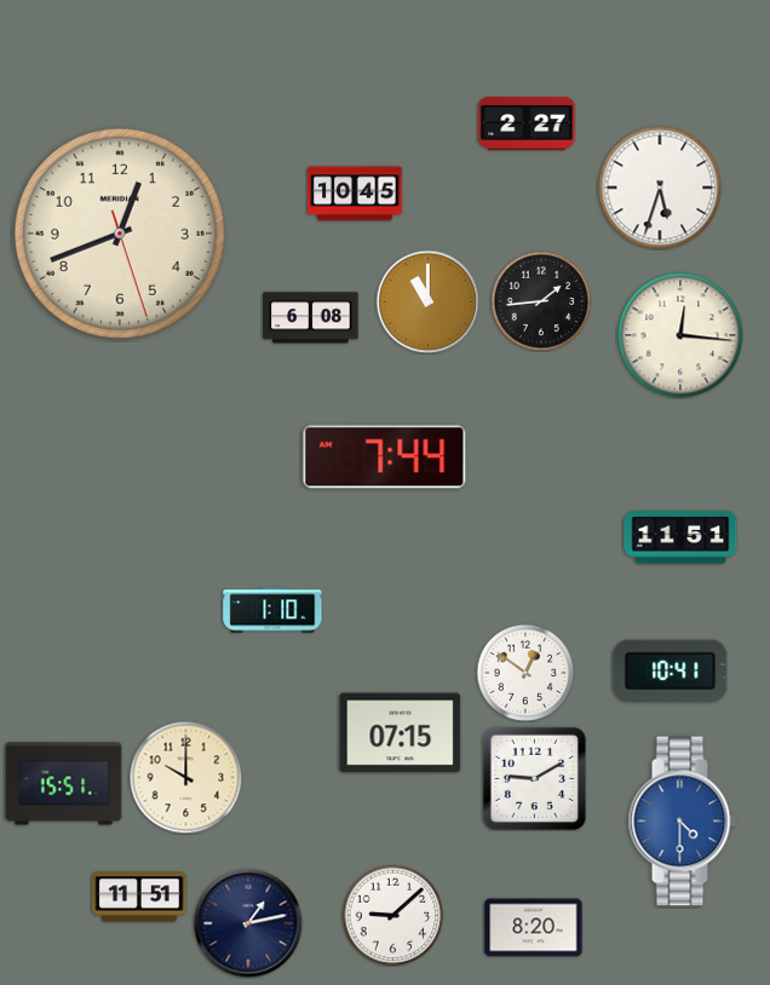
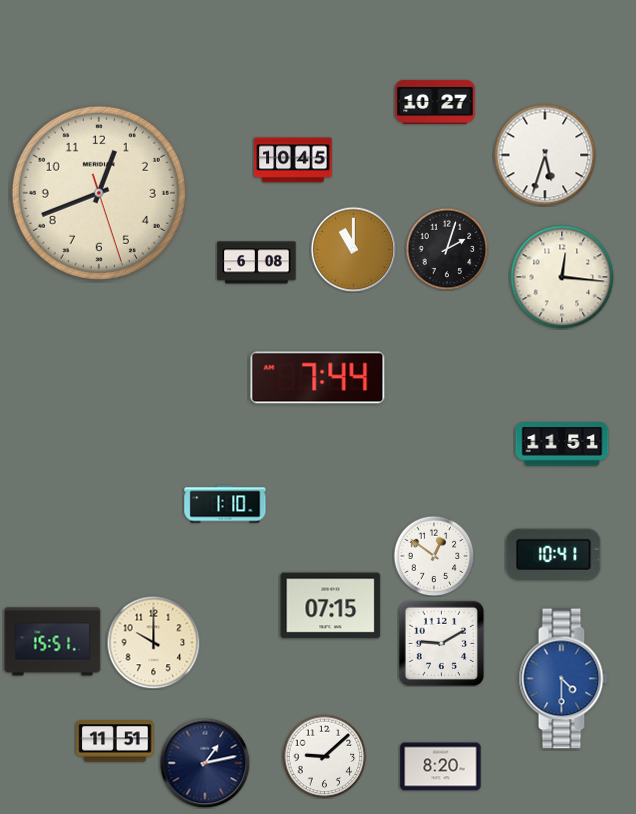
clock at (527, 123): 2:27 -> 10:27
clock at (541, 301): 1:44 -> 2:03
clock at (64, 784) position: (64, 784) -> (53, 642)
